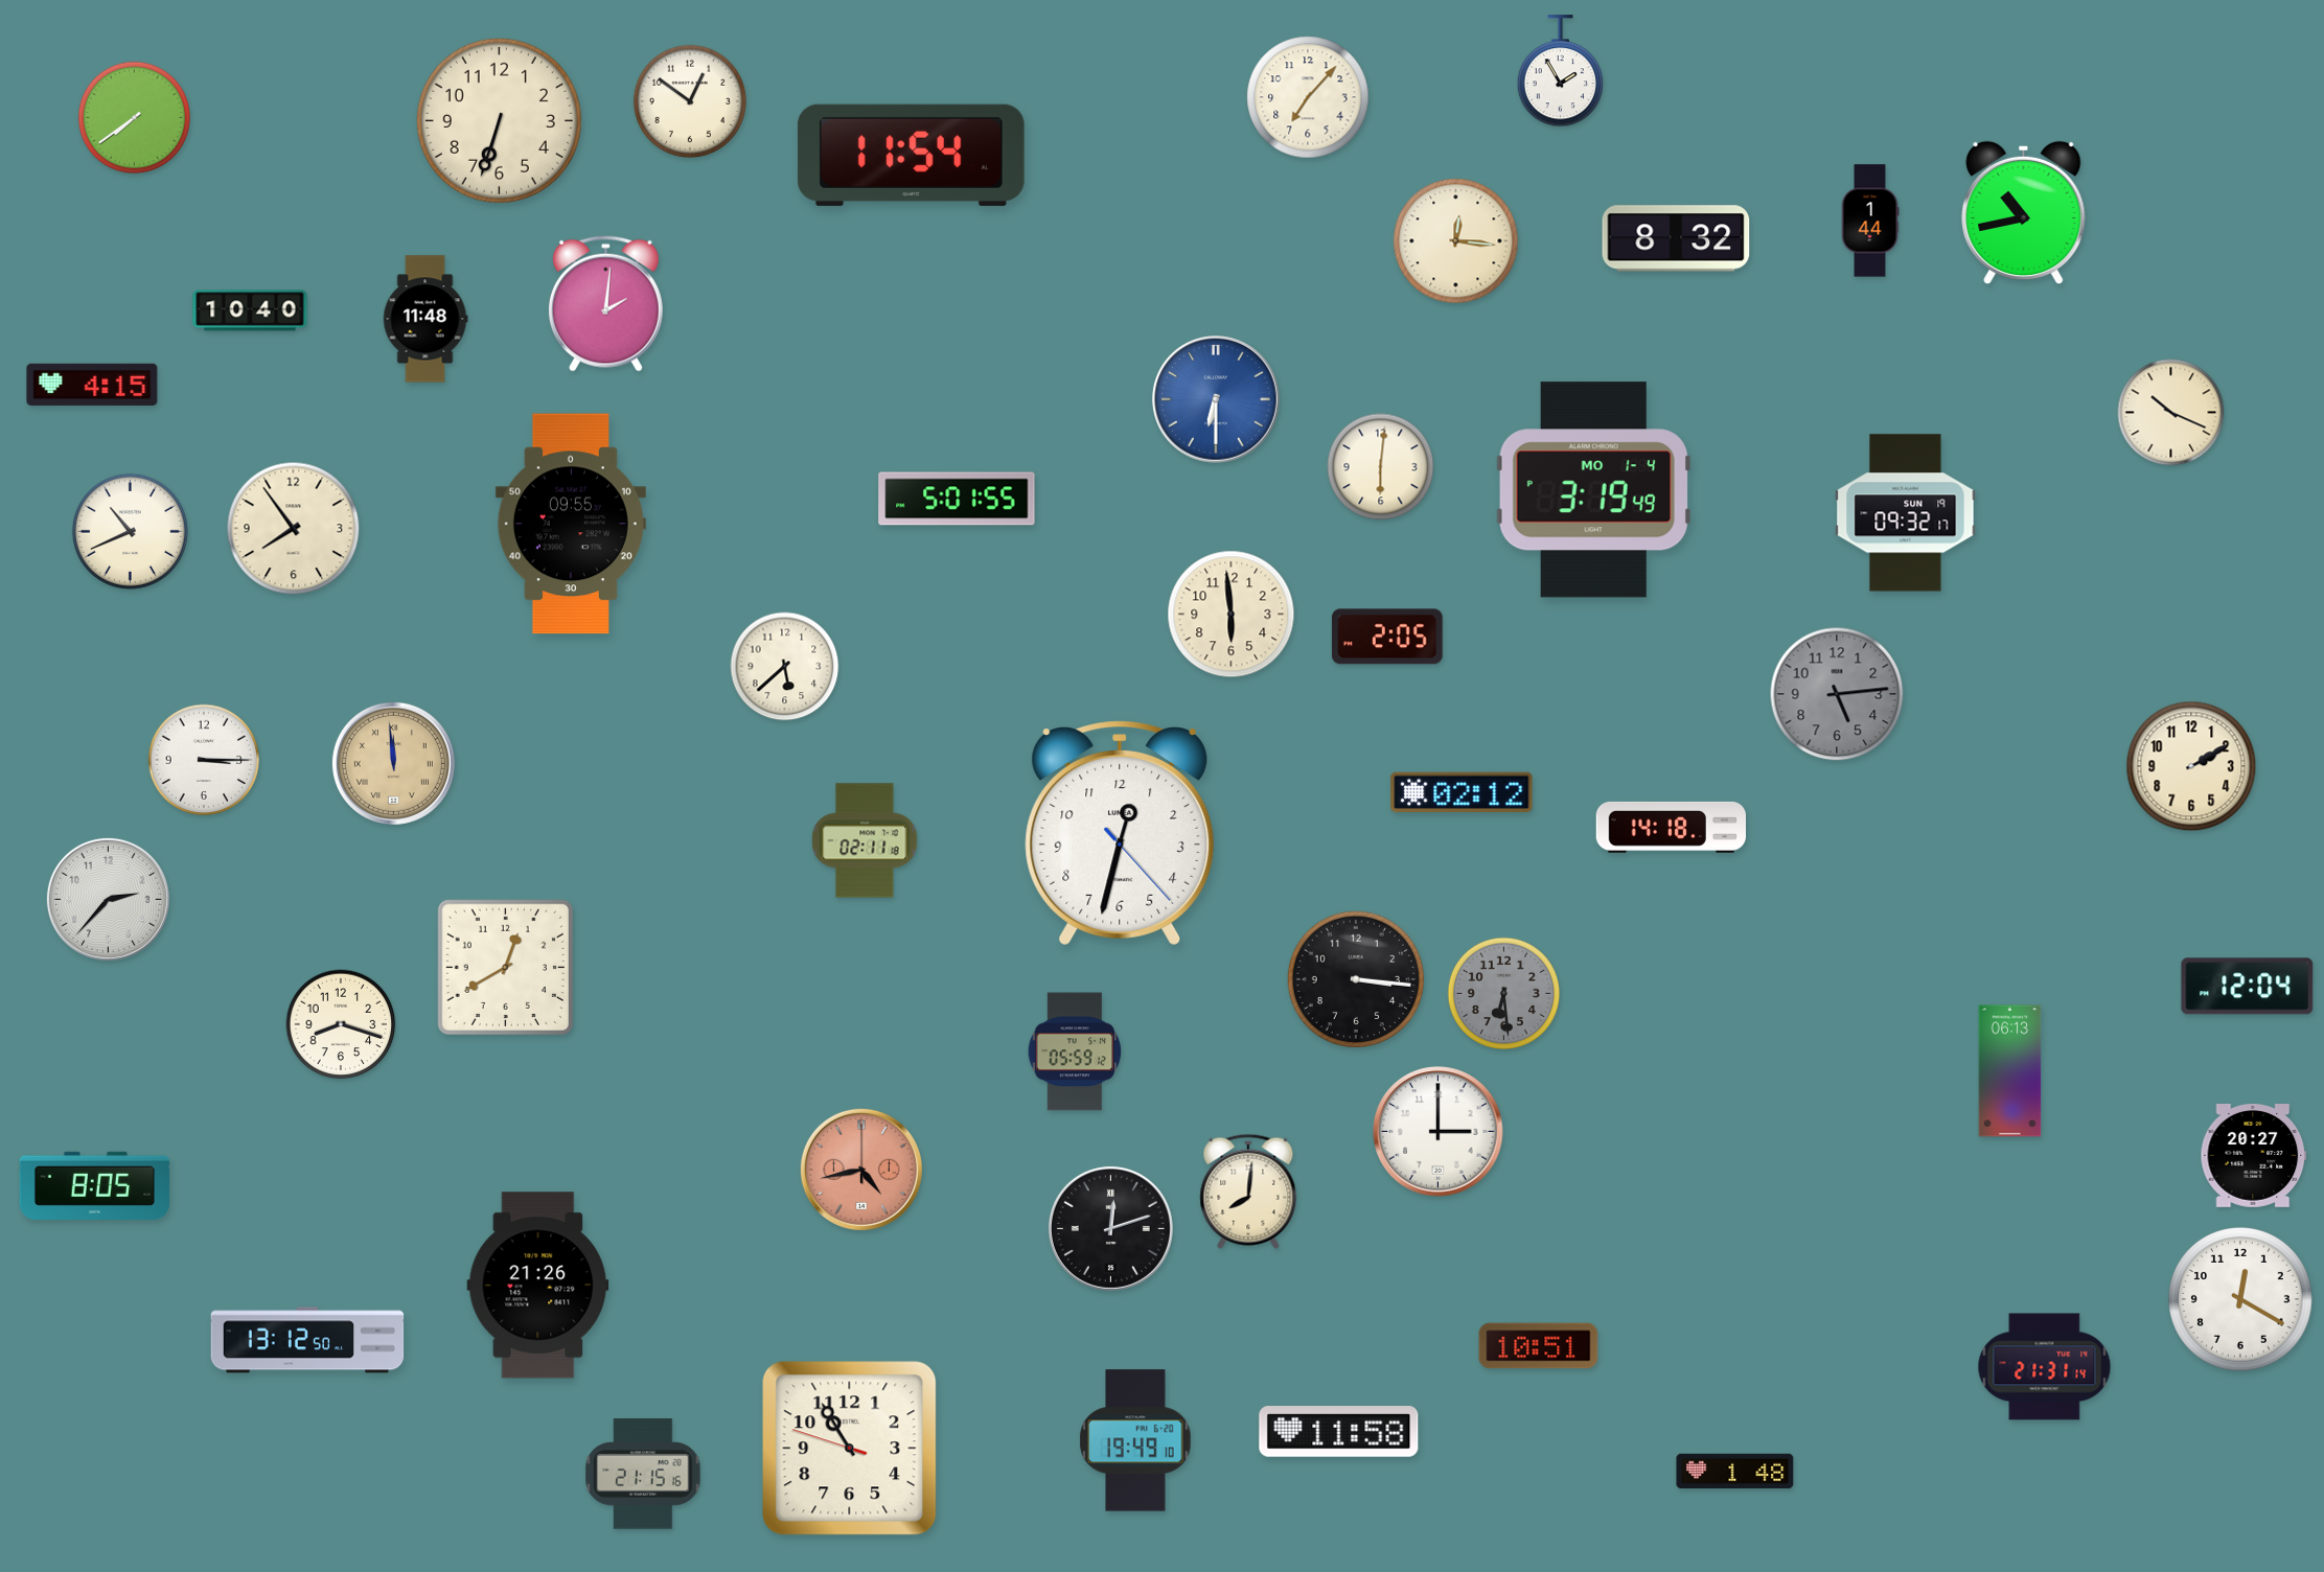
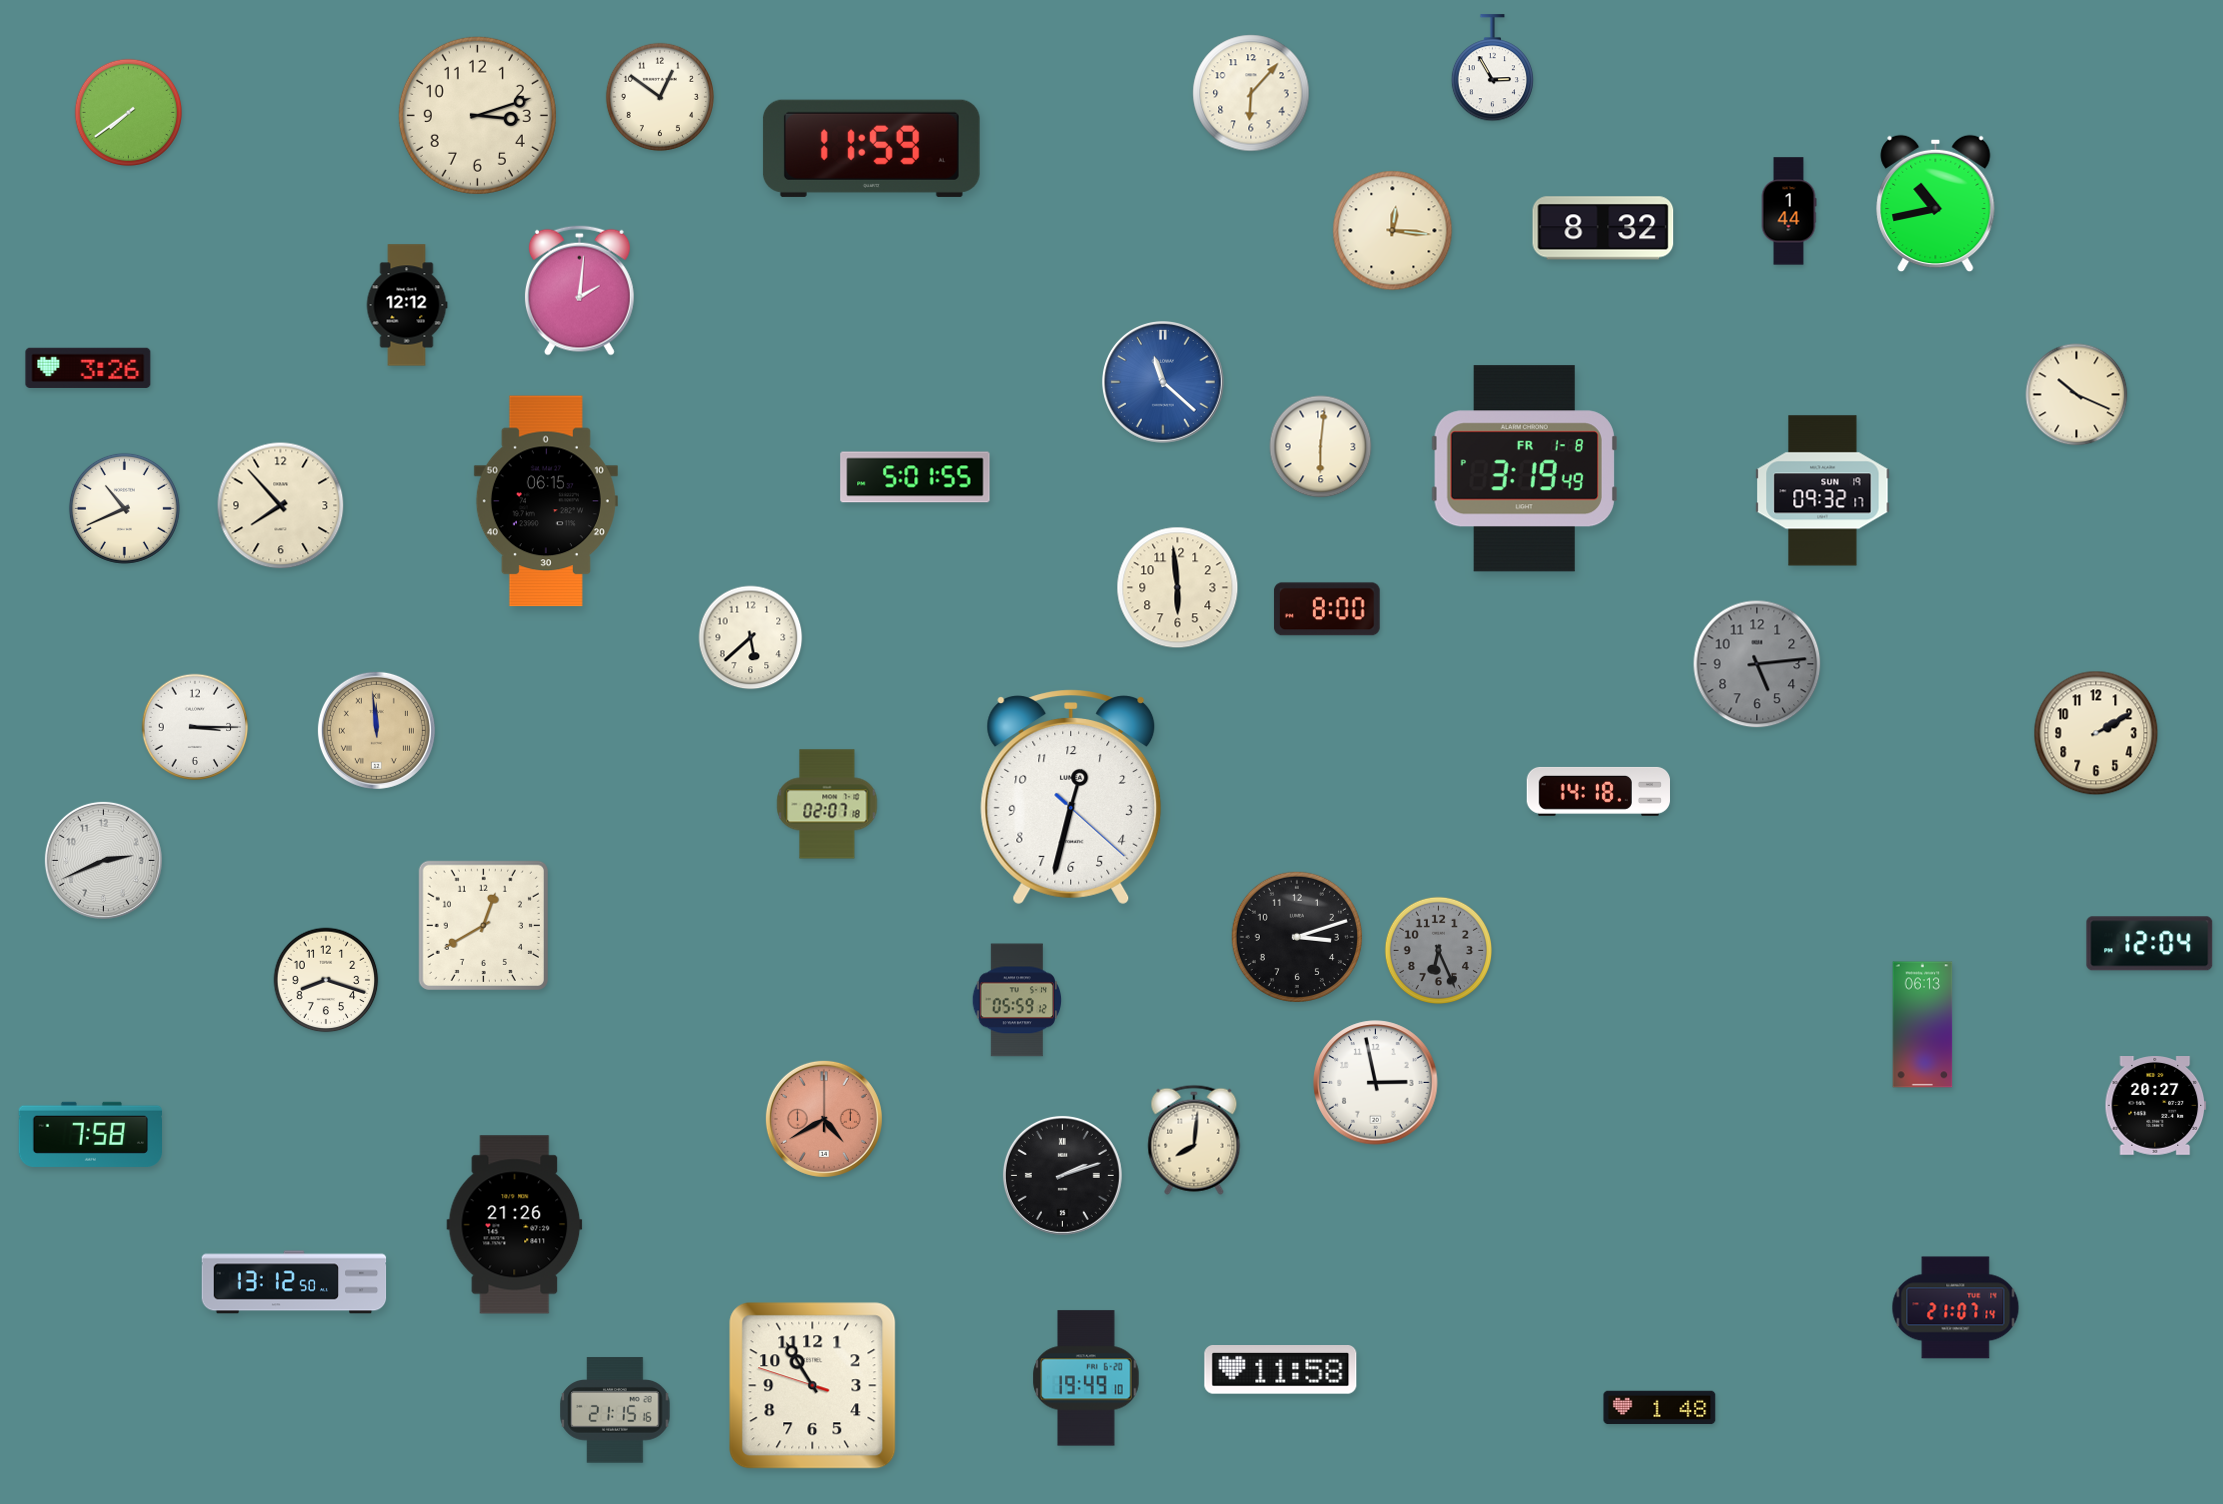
clock at (1560, 71): 1:55 -> 2:55
clock at (1308, 97): 7:07 -> 6:07
clock at (499, 120): 6:33 -> 3:12
clock at (911, 155): 11:54 -> 11:59
clock at (250, 310): 10:40 -> none
clock at (425, 319): 11:48 -> 12:12
clock at (92, 385): 4:15 -> 3:26
clock at (1217, 400): 6:30 -> 11:22
clock at (1593, 490) date: MO 1-4 -> FR 1-8
clock at (571, 524): 09:55 -> 06:15
clock at (294, 529): 7:54 -> 7:53
clock at (1387, 637): 2:05 -> 8:00
clock at (1462, 791): 02:12 -> none
clock at (1120, 833): 12:32:23 -> 12:32:22
clock at (865, 840): 02:11 -> 02:07
clock at (108, 899): 2:37 -> 2:41
clock at (1355, 978): 3:16 -> 3:12
clock at (1503, 993): 6:29 -> 6:26
clock at (1075, 1051) position: (1075, 1051) -> (1017, 1000)
clock at (1439, 1132): 3:00 -> 2:58
clock at (861, 1170): 4:43 -> 4:40
clock at (94, 1185): 8:05 -> 7:58
clock at (1110, 1228): 12:12 -> 2:12
clock at (538, 1286) position: (538, 1286) -> (515, 1225)
clock at (2241, 1300): 12:20 -> none
clock at (1539, 1346): 10:51 -> none
clock at (2045, 1367): 21:31 -> 21:07
